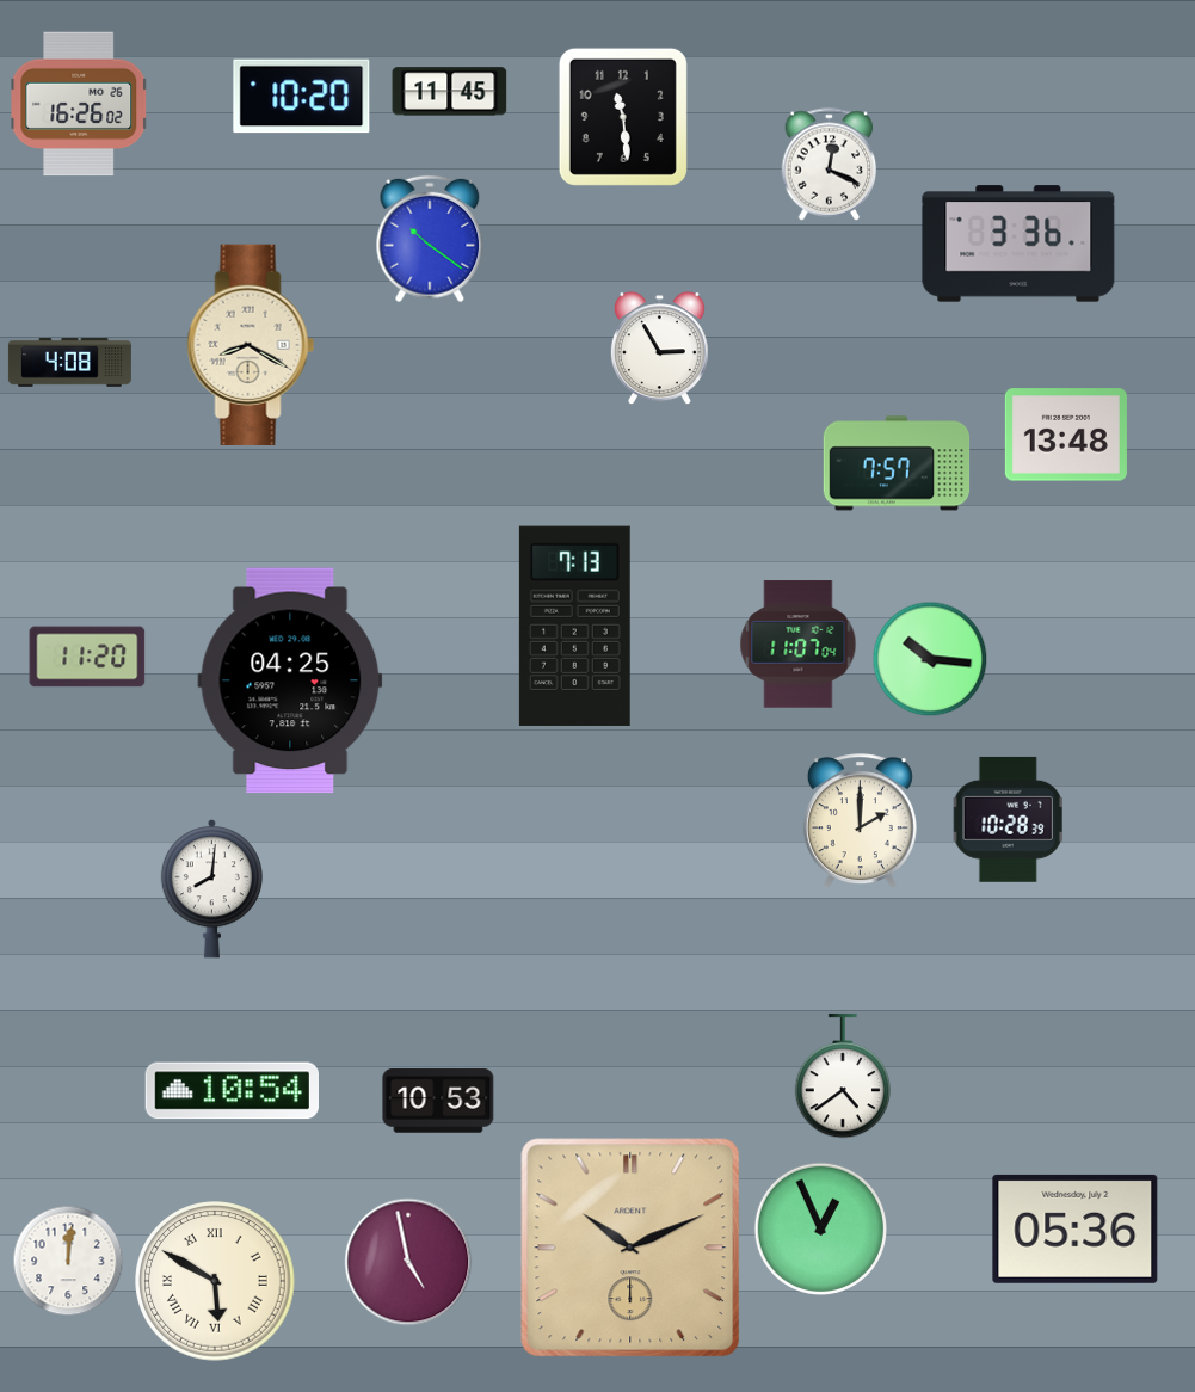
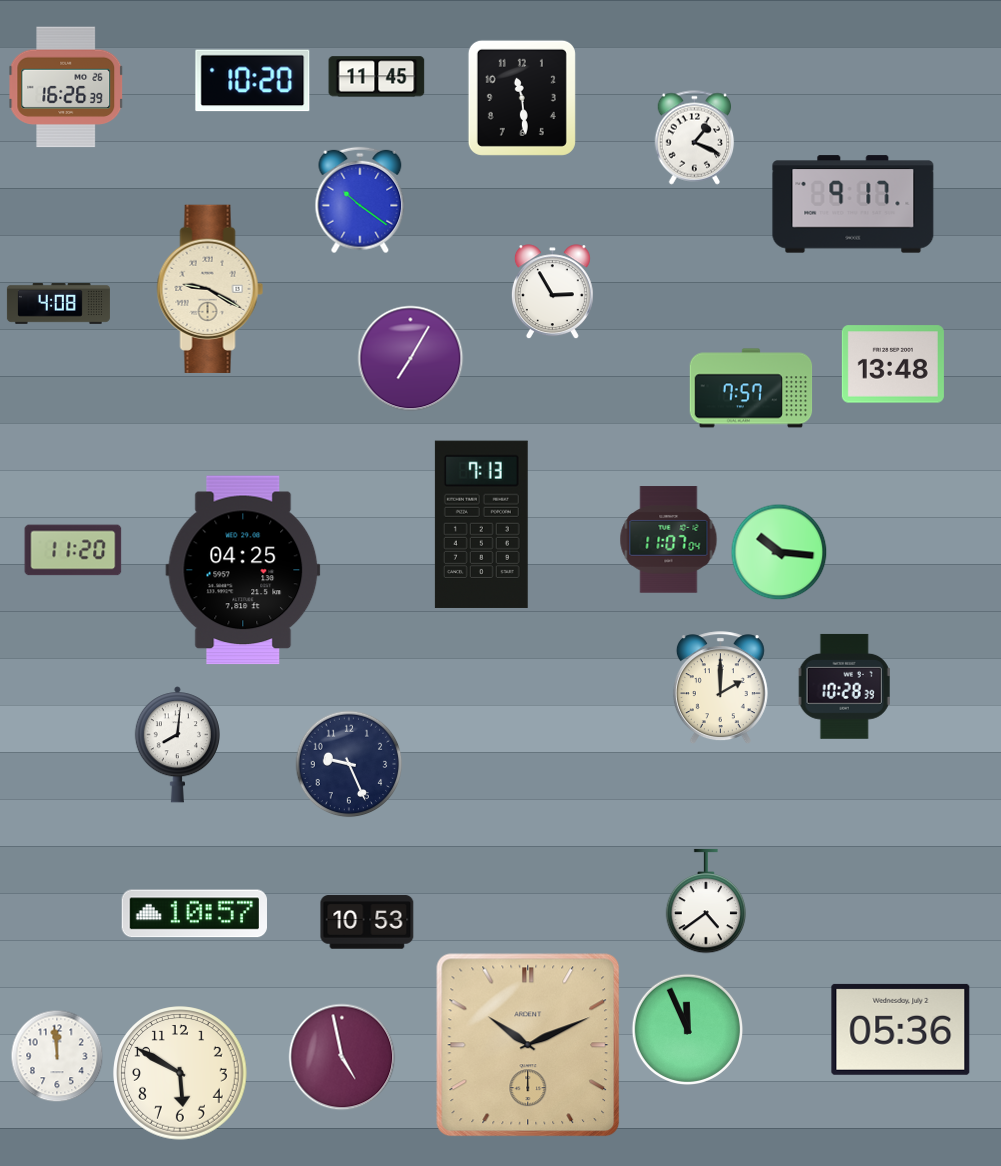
clock at (79, 104): 16:26:02 -> 16:26:39
clock at (830, 165): 12:19 -> 1:19
clock at (1018, 244): 3:36 -> 9:17
clock at (251, 345): 8:20 -> 9:20
clock at (411, 359): none -> 7:05
clock at (349, 764): none -> 9:26
clock at (232, 1091): 10:54 -> 10:57
clock at (820, 1228): 12:56 -> 11:56
clock at (68, 1261): 12:01 -> 11:59
clock at (215, 1281) numerals: Roman -> Arabic
